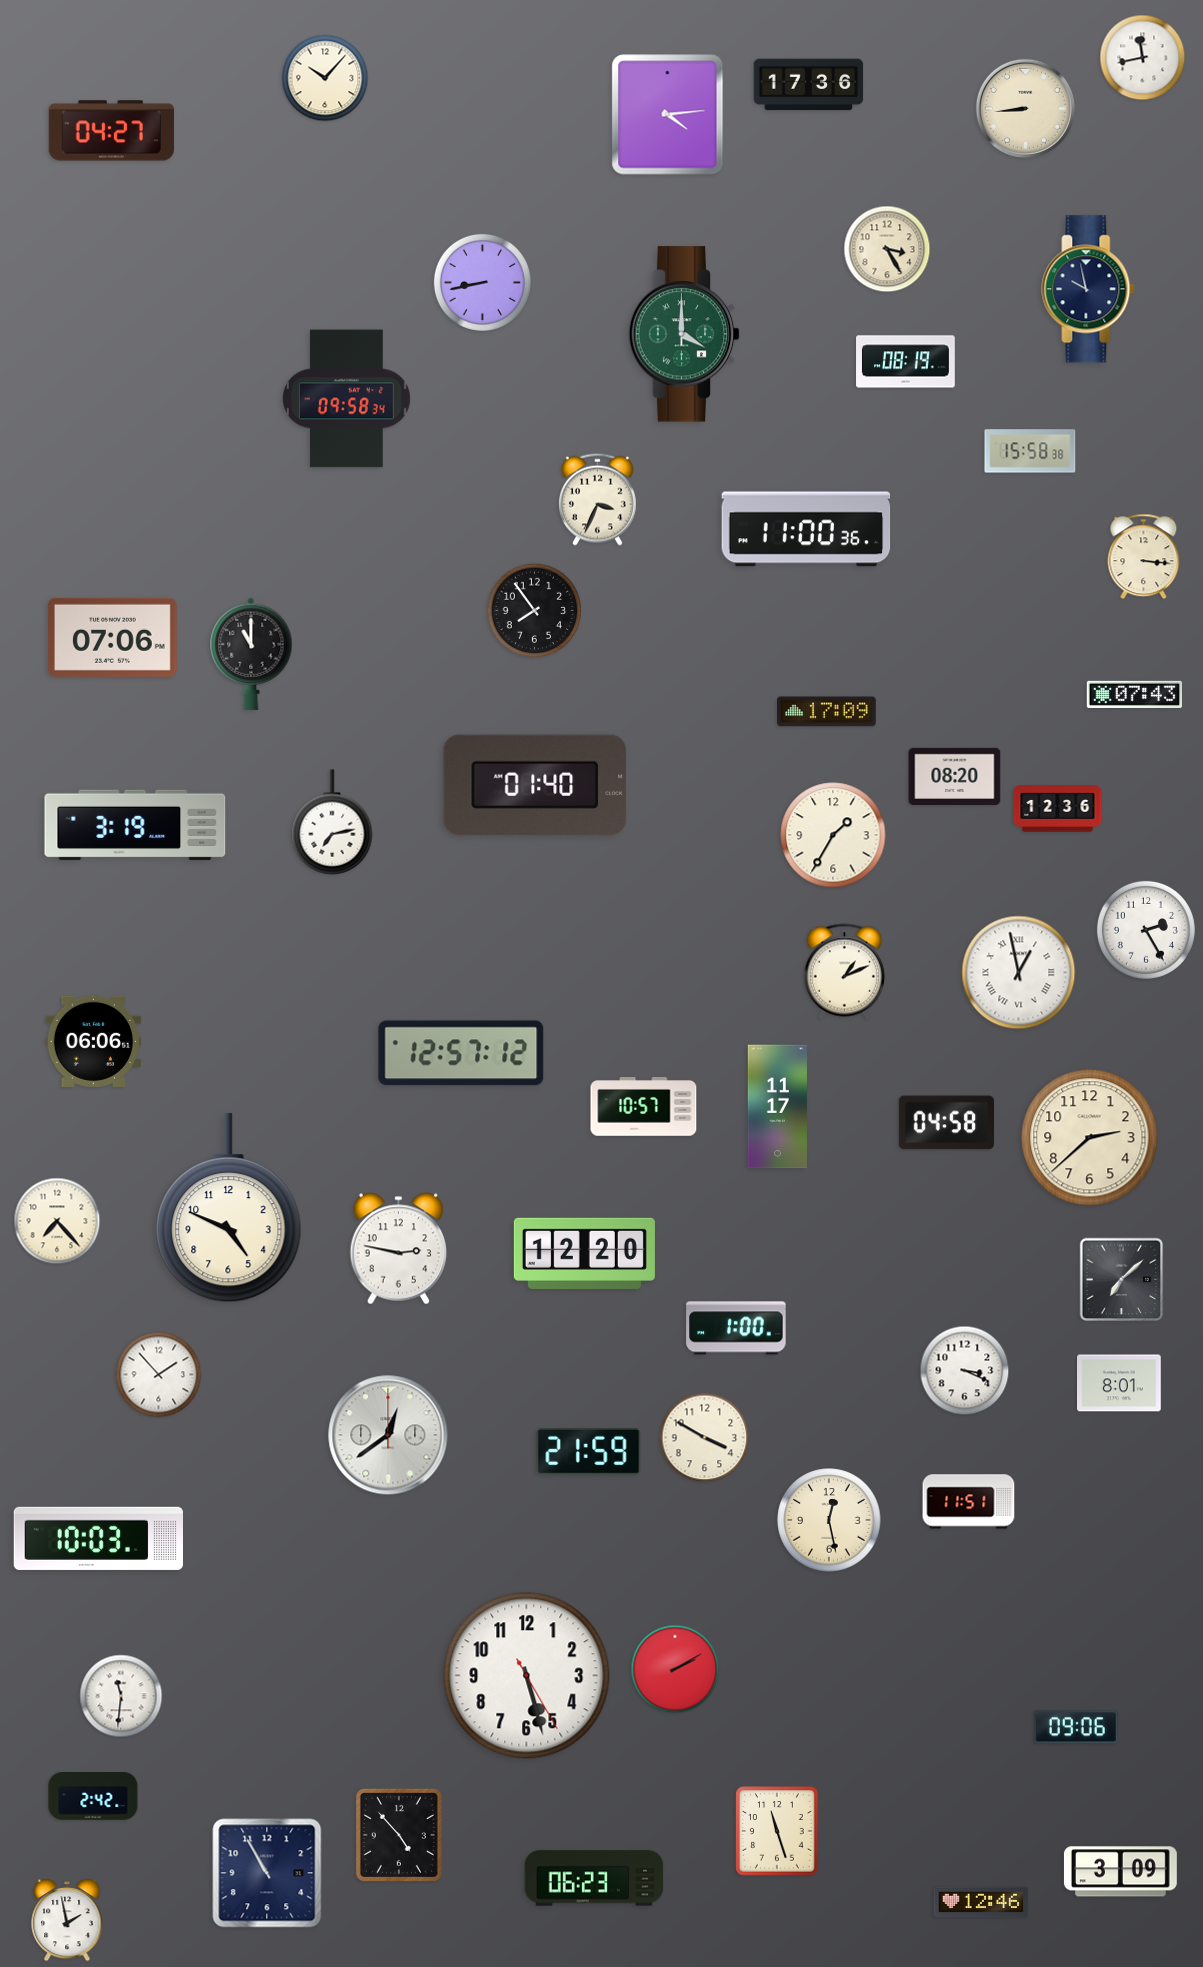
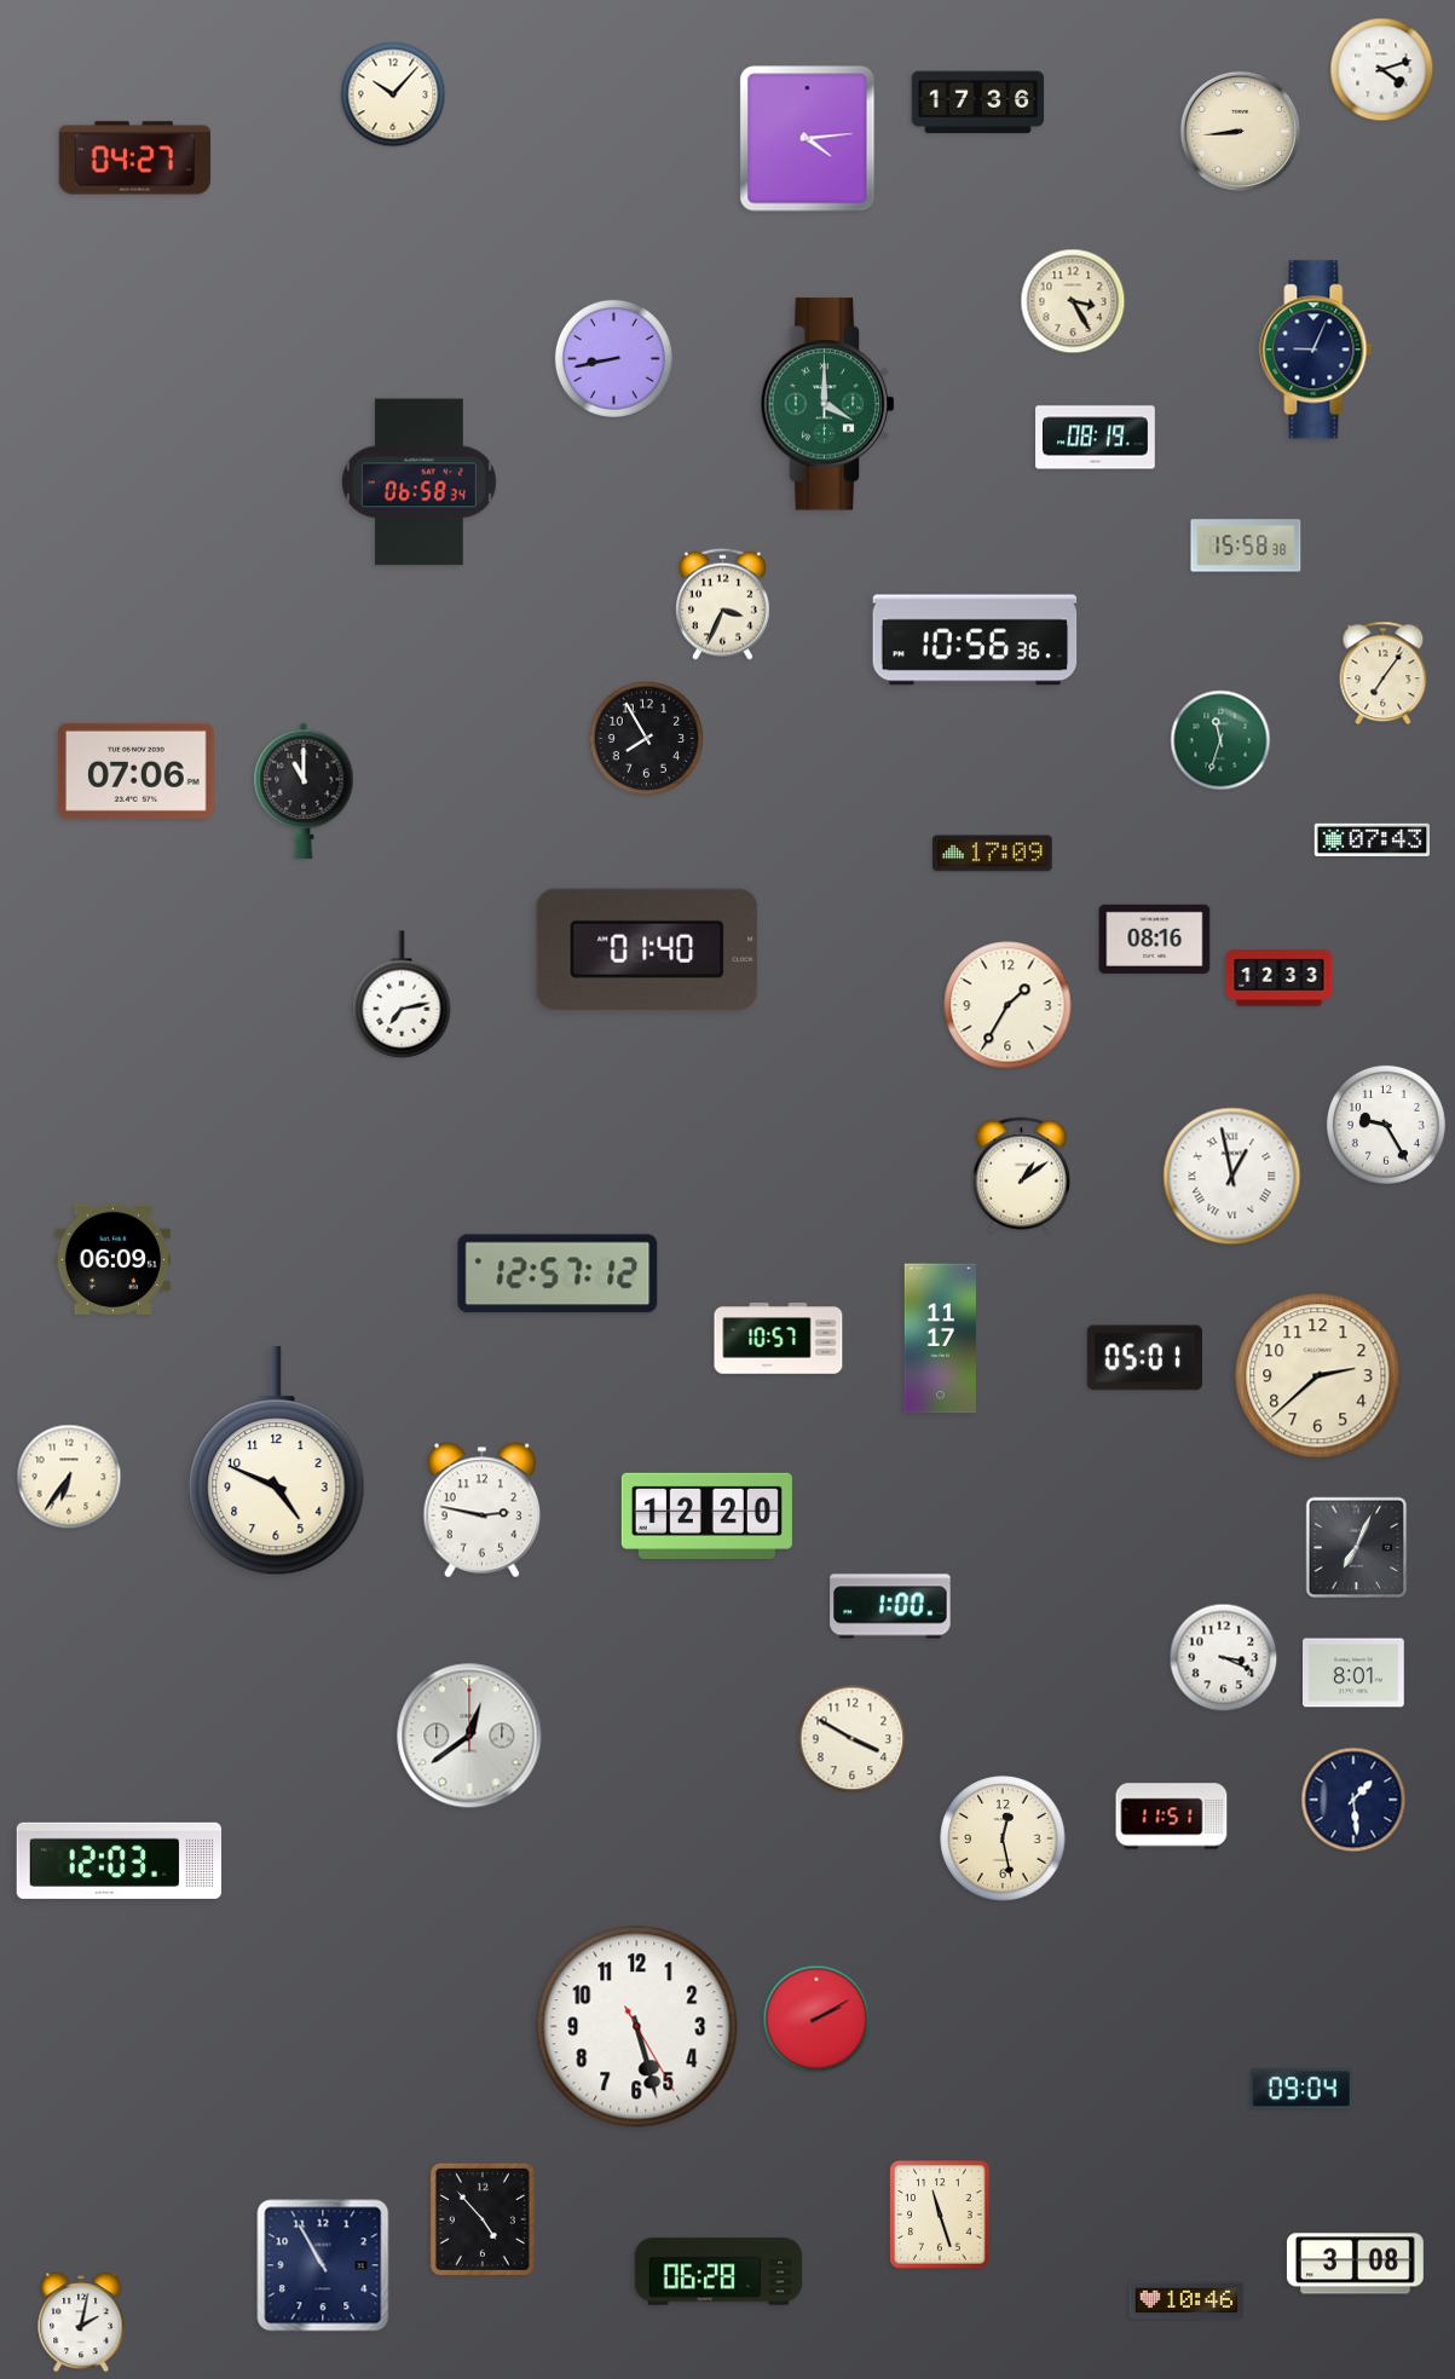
clock at (1143, 58): 11:43 -> 4:12
clock at (482, 282) position: (482, 282) -> (613, 358)
clock at (1088, 289): 9:58 -> 9:04
clock at (346, 399): 09:58 -> 06:58
clock at (806, 529): 11:00 -> 10:56
clock at (1144, 557): 3:16 -> 7:06
clock at (535, 611): 7:54 -> 7:55
clock at (1220, 740): none -> 11:33
clock at (827, 712) position: (827, 712) -> (993, 854)
clock at (955, 776): 08:20 -> 08:16
clock at (1058, 809): 12:36 -> 12:33
clock at (135, 825): 3:19 -> none
clock at (833, 835) position: (833, 835) -> (1007, 1005)
clock at (1146, 930): 2:25 -> 9:25
clock at (844, 972): 1:11 -> 1:09
clock at (93, 1041): 06:06 -> 06:09
clock at (946, 1123): 04:58 -> 05:01
clock at (57, 1221): 7:23 -> 6:36
clock at (1122, 1280): 7:08 -> 7:04
clock at (965, 1371) position: (965, 1371) -> (1224, 1658)
clock at (159, 1375): 1:53 -> none
clock at (589, 1452): 21:59 -> none
clock at (1353, 1800): none -> 1:29
clock at (98, 1538): 10:03 -> 12:03
clock at (121, 1696): 11:31 -> none
clock at (1076, 1727): 09:06 -> 09:04
clock at (93, 1796): 2:42 -> none
clock at (1120, 1872): 3:09 -> 3:08
clock at (594, 1878): 06:23 -> 06:28
clock at (981, 1902): 12:46 -> 10:46
clock at (67, 1921): 1:58 -> 2:02
